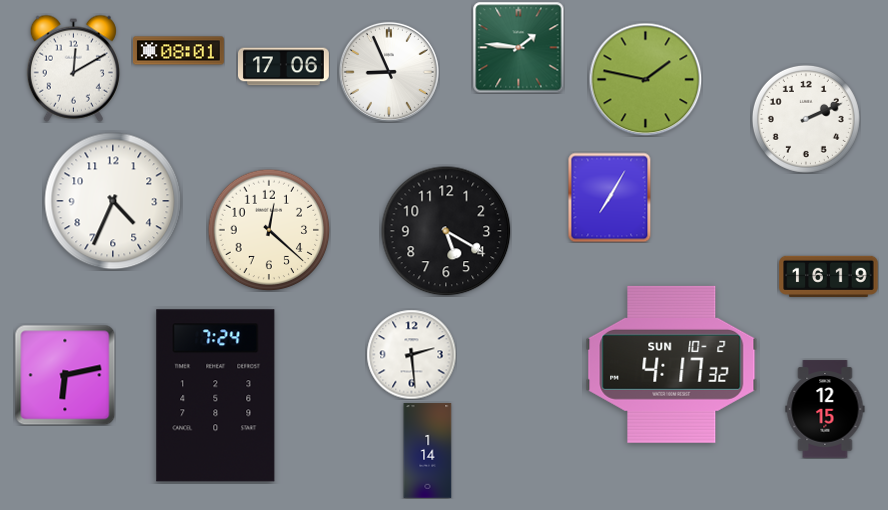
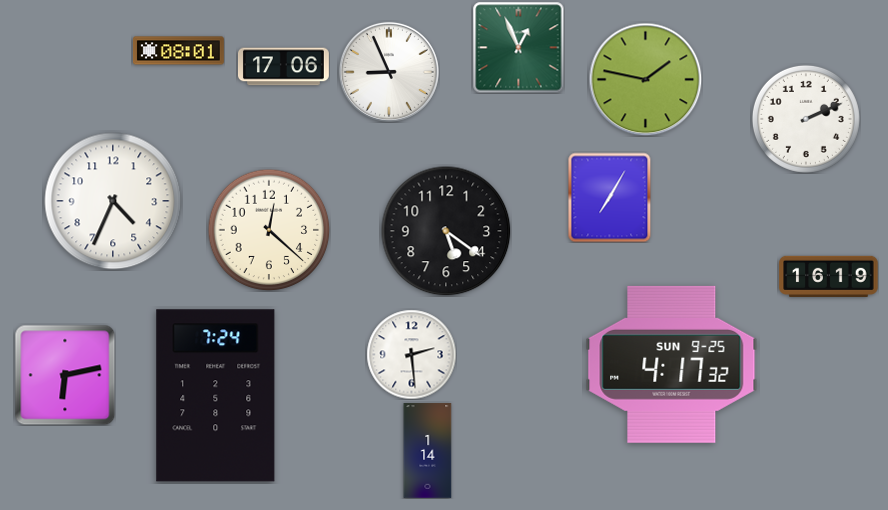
clock at (518, 47): 1:46 -> 12:56
clock at (73, 68): 12:10 -> none
clock at (446, 231): 5:20 -> 5:21
clock at (672, 364) date: SUN 10-2 -> SUN 9-25
clock at (825, 409): 12:15 -> none
